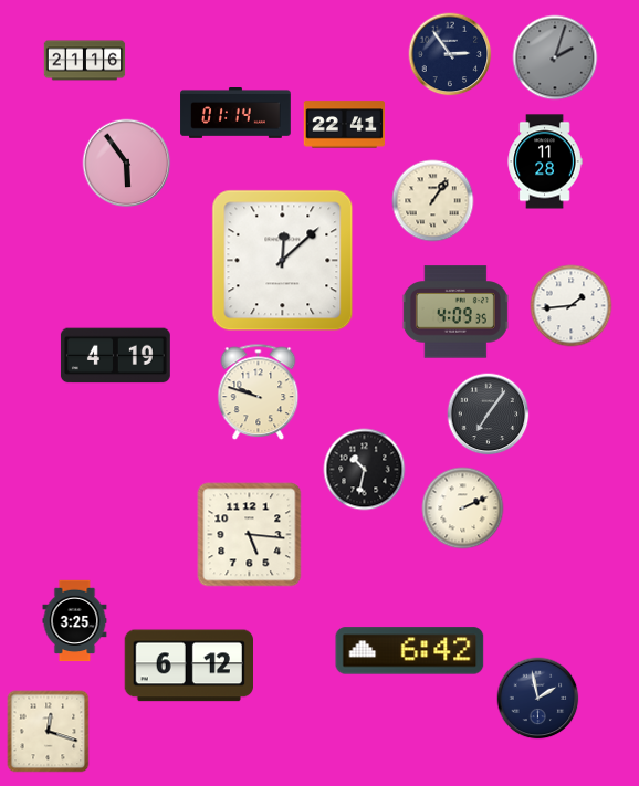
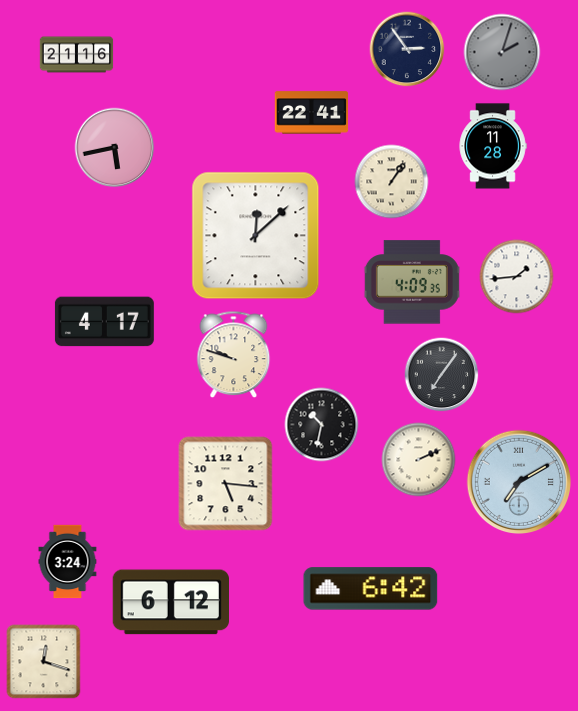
clock at (235, 114): 01:14 -> none
clock at (127, 164): 5:54 -> 5:43
clock at (115, 356): 4:19 -> 4:17
clock at (365, 470) position: (365, 470) -> (322, 425)
clock at (518, 481): none -> 7:10
clock at (75, 621): 3:25 -> 3:24
clock at (538, 699): 1:58 -> none
